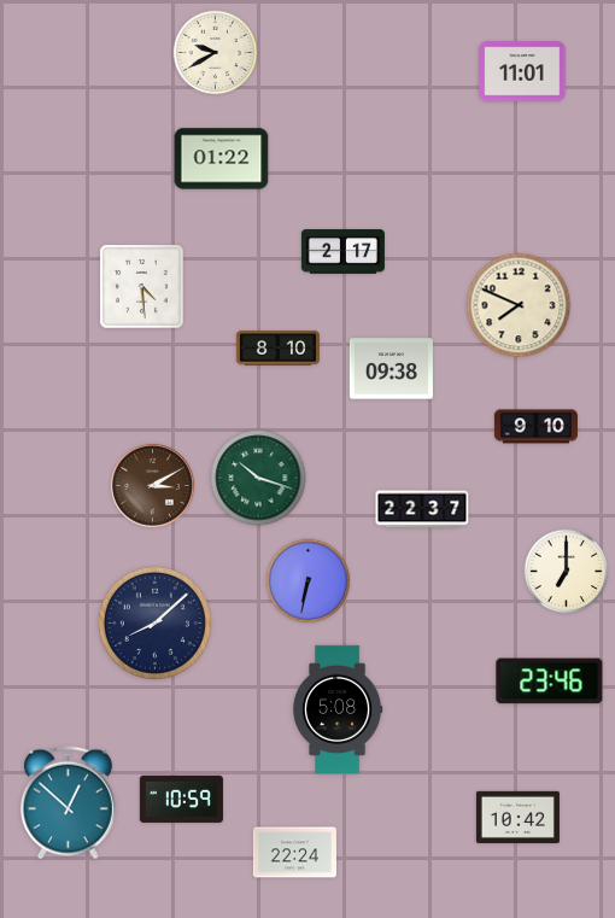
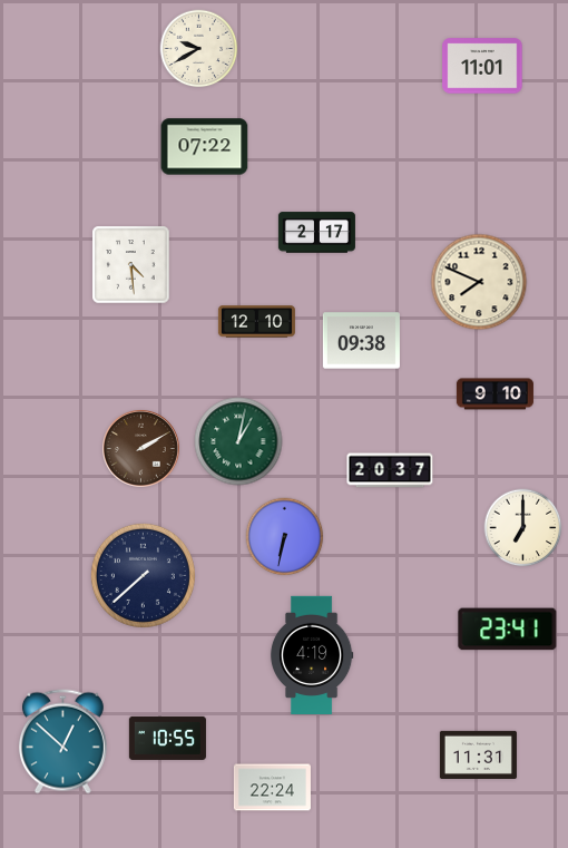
clock at (222, 159): 01:22 -> 07:22
clock at (277, 349): 8:10 -> 12:10
clock at (258, 478): 10:18 -> 1:02
clock at (152, 485): 3:10 -> 2:10
clock at (422, 509): 22:37 -> 20:37
clock at (154, 622): 8:08 -> 7:38
clock at (550, 682): 23:46 -> 23:41
clock at (338, 708): 5:08 -> 4:19
clock at (181, 799): 10:59 -> 10:55
clock at (517, 817): 10:42 -> 11:31
